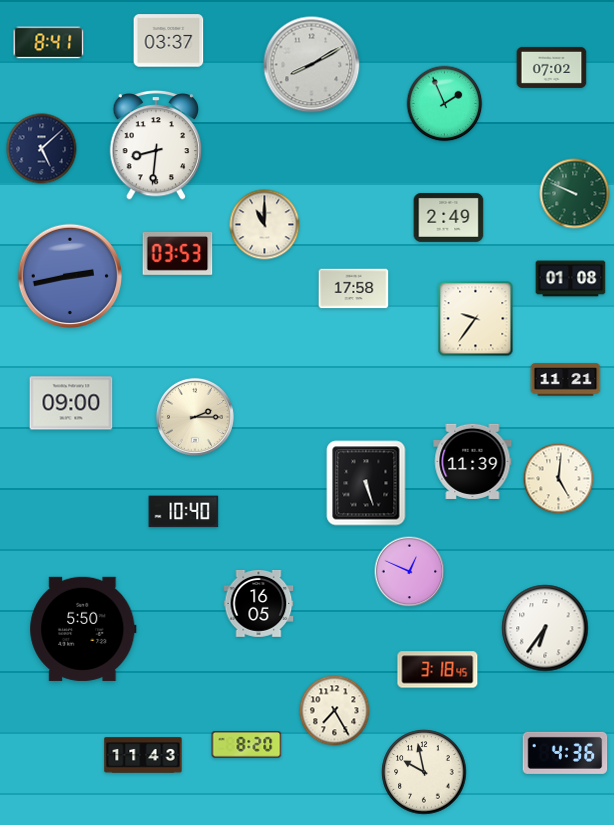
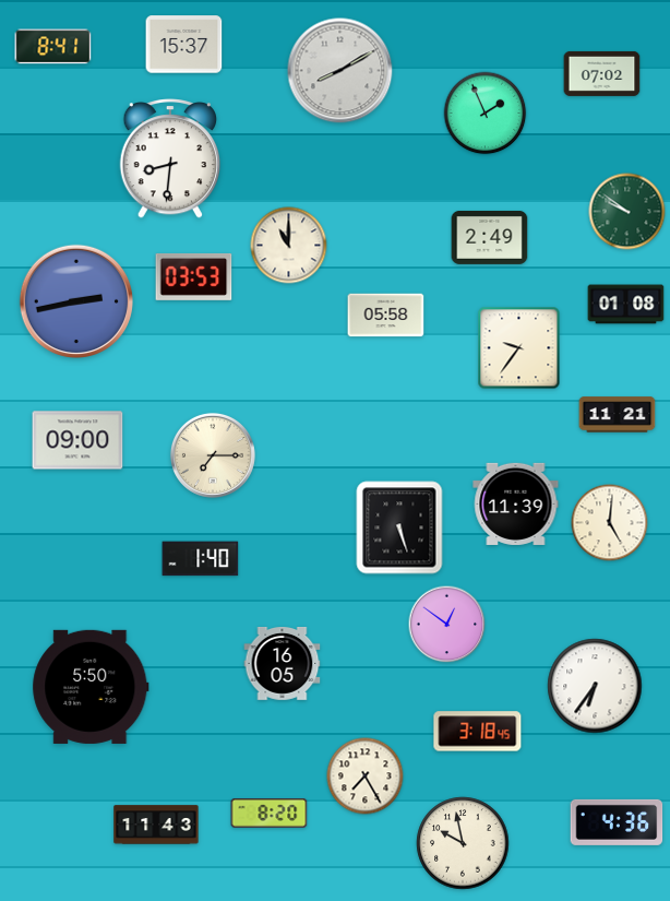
clock at (169, 41): 03:37 -> 15:37
clock at (42, 149): 5:08 -> none
clock at (575, 194): 9:49 -> 9:51
clock at (571, 279) position: (571, 279) -> (626, 305)
clock at (354, 289): 17:58 -> 05:58
clock at (195, 417): 2:15 -> 7:15
clock at (184, 512): 10:40 -> 1:40
clock at (410, 572): 12:49 -> 12:51
clock at (259, 604) position: (259, 604) -> (283, 664)
